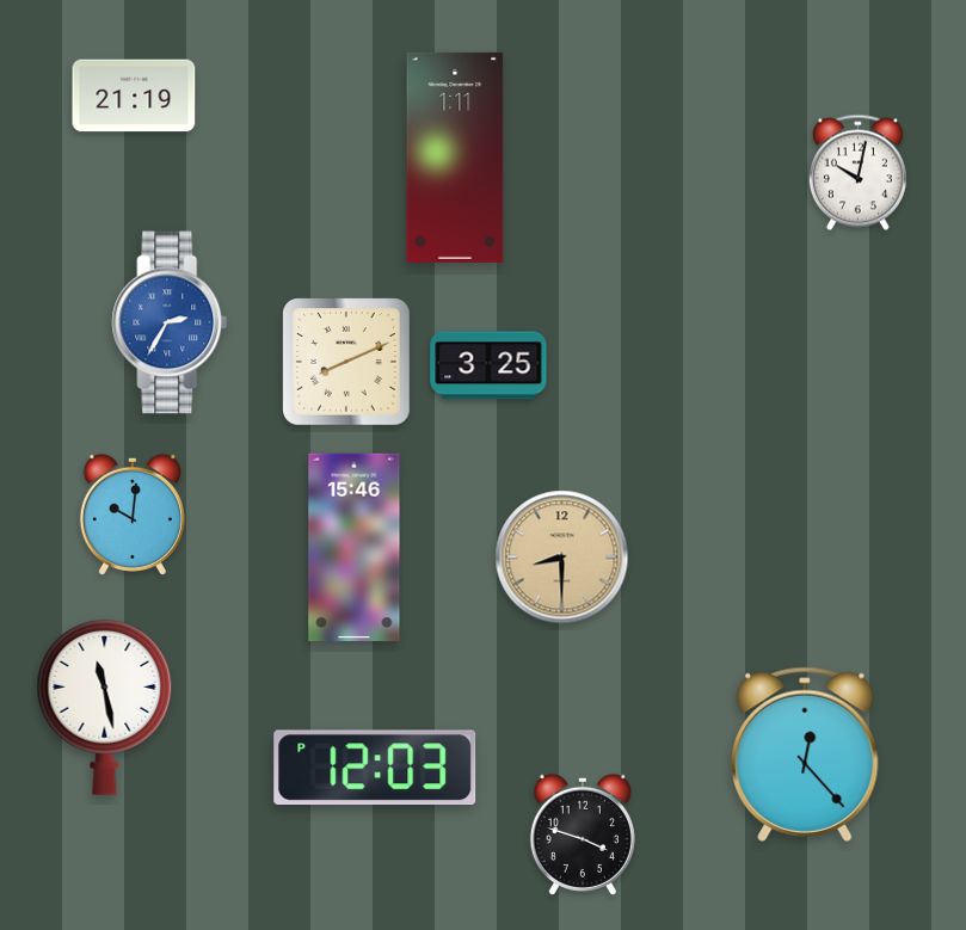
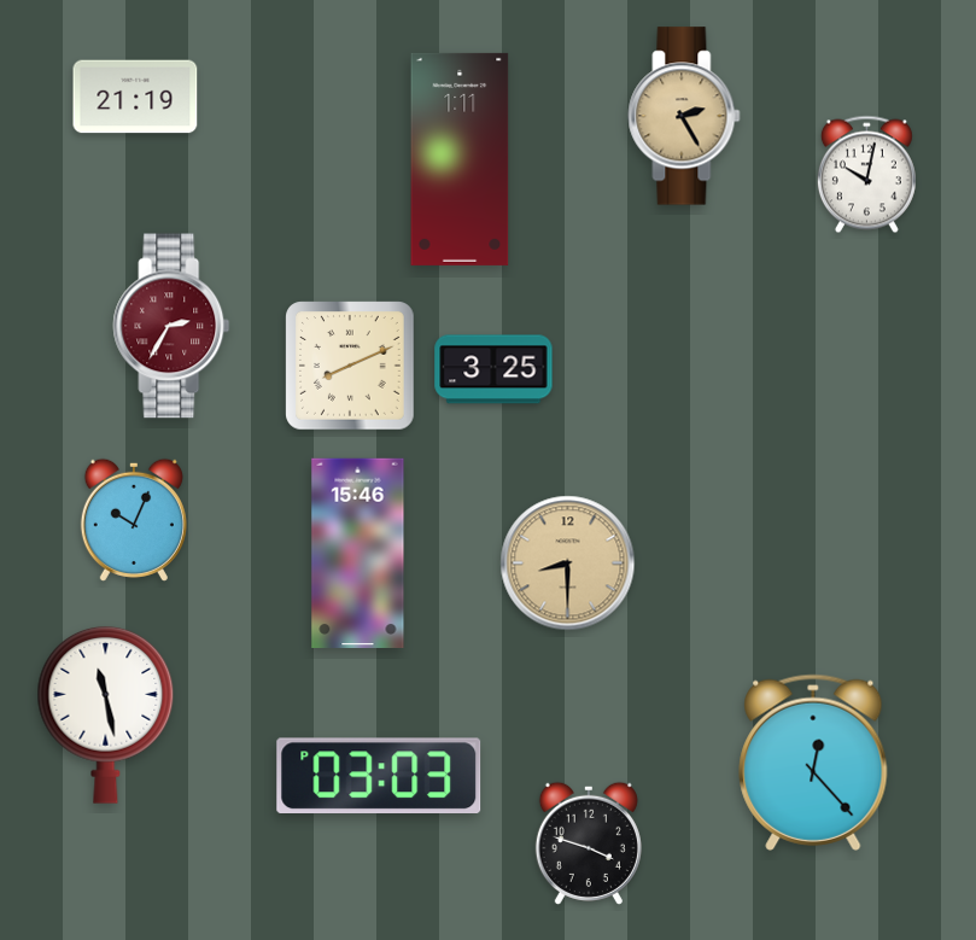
clock at (684, 116): none -> 2:25
clock at (170, 322) dial: blue -> burgundy
clock at (133, 515): 10:01 -> 10:04
clock at (375, 766): 12:03 -> 03:03
